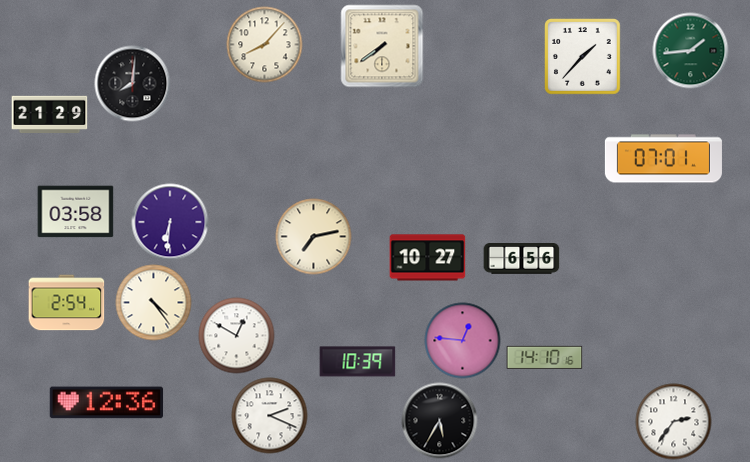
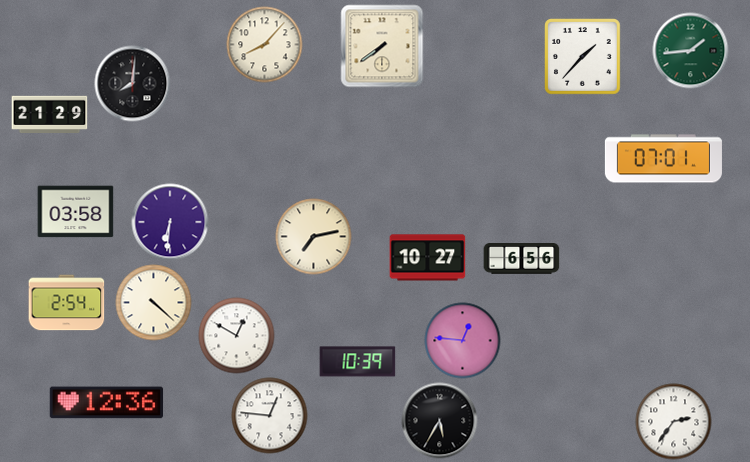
clock at (154, 303): 4:24 -> 4:22
clock at (545, 357): 14:10 -> none
clock at (270, 416): 2:19 -> 12:46
